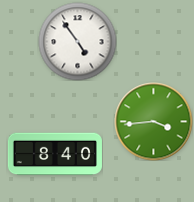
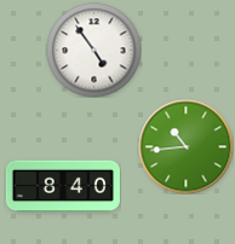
clock at (153, 121): 3:44 -> 10:44
clock at (55, 154) position: (55, 154) -> (63, 186)
